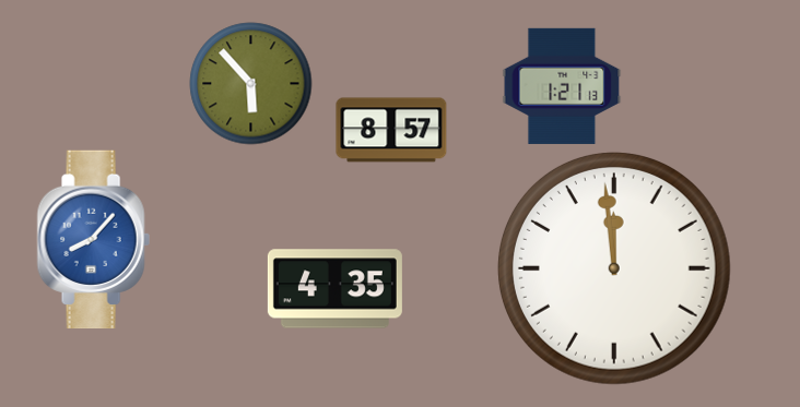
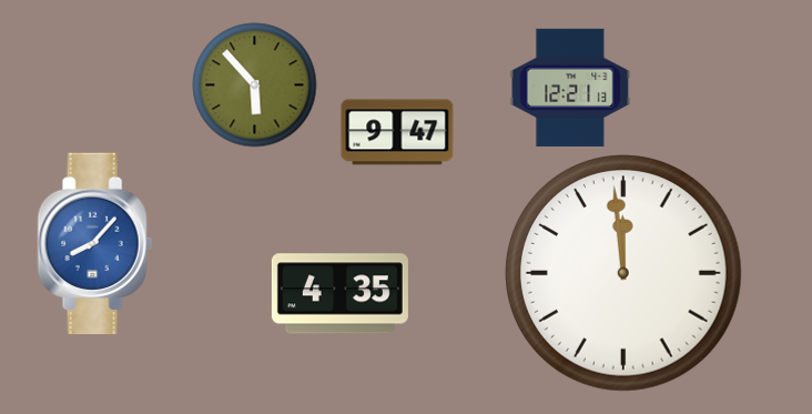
clock at (562, 86): 1:21 -> 12:21
clock at (391, 130): 8:57 -> 9:47
